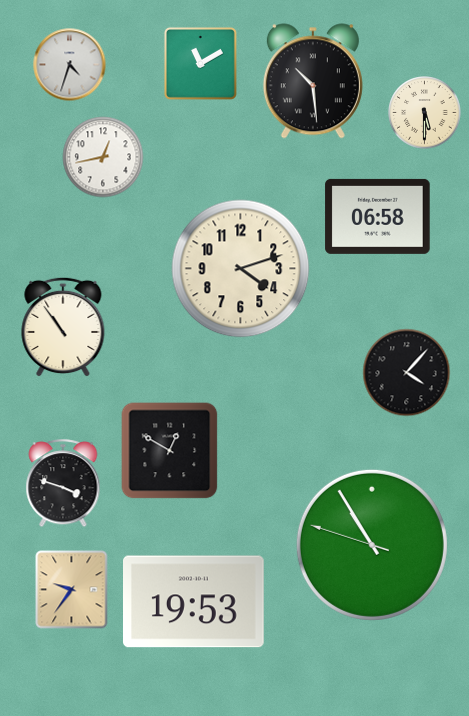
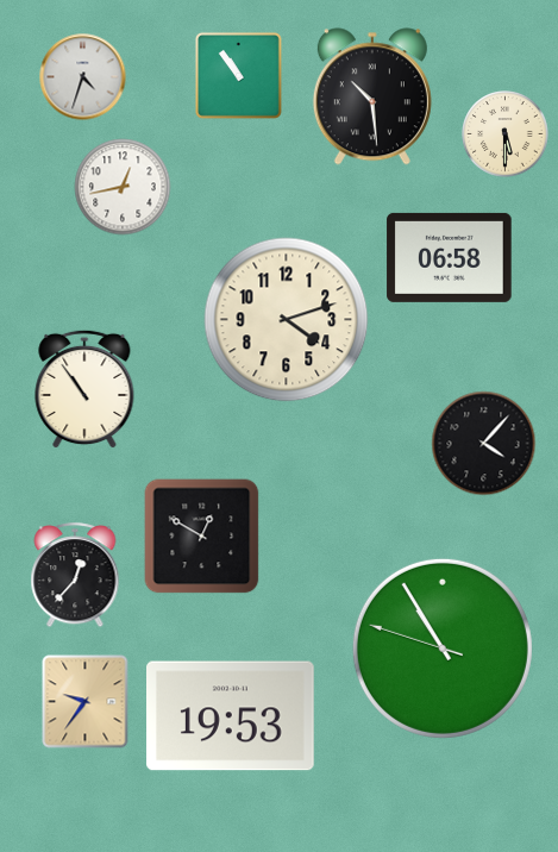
clock at (200, 63): 11:10 -> 10:54
clock at (63, 327) position: (63, 327) -> (84, 389)
clock at (63, 484): 3:48 -> 12:37
